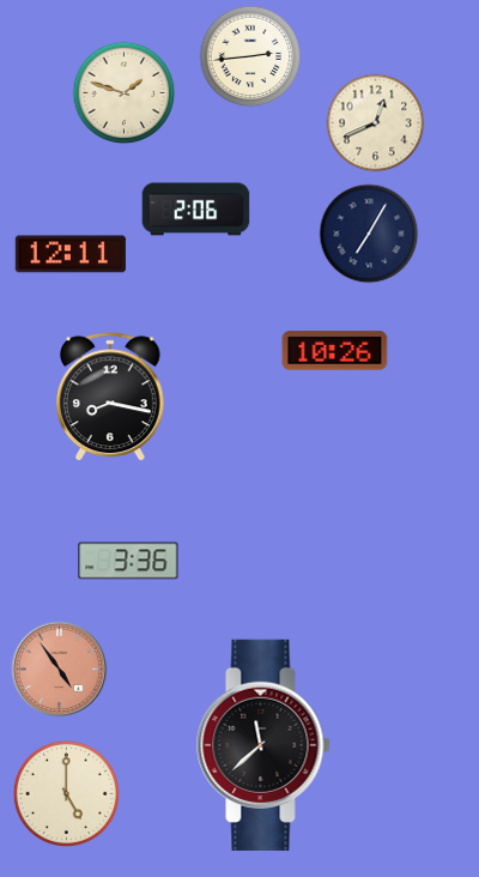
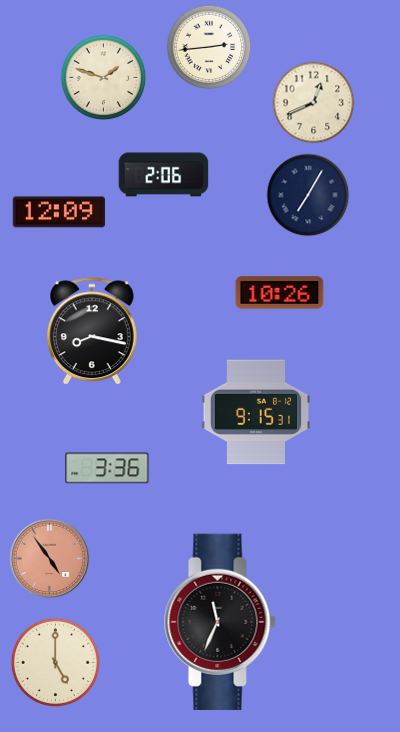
clock at (71, 254): 12:11 -> 12:09
clock at (256, 412): none -> 9:15
clock at (263, 745): 11:38 -> 11:34
